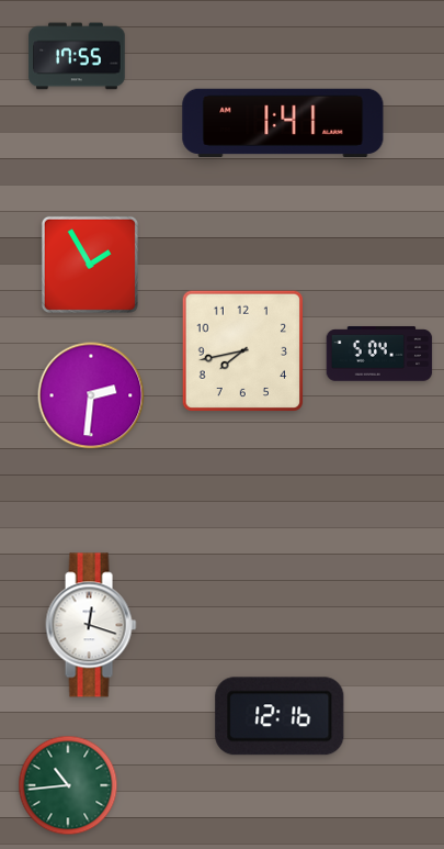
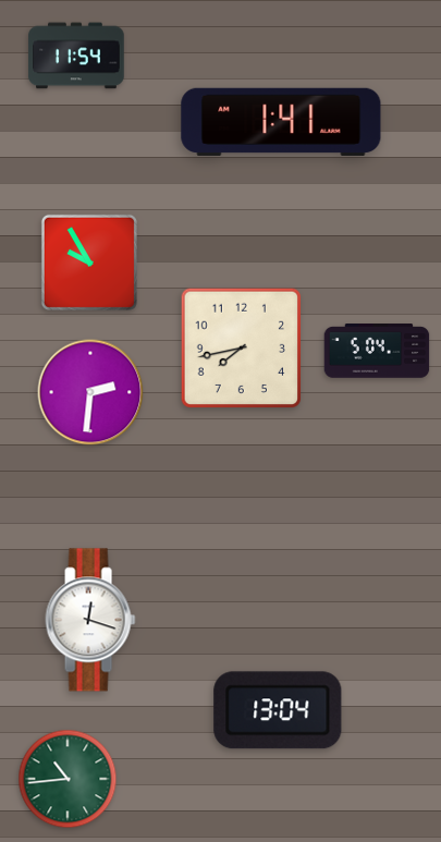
clock at (77, 56): 17:55 -> 11:54
clock at (90, 265): 1:55 -> 9:55
clock at (280, 716): 12:16 -> 13:04
